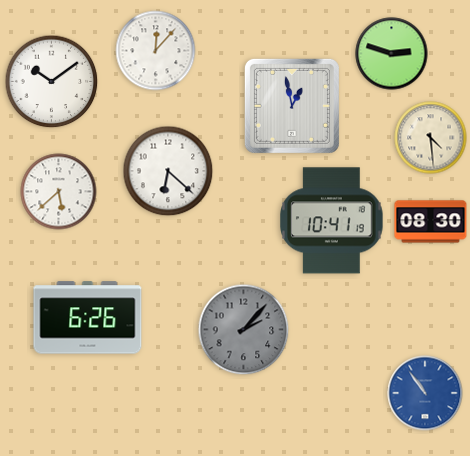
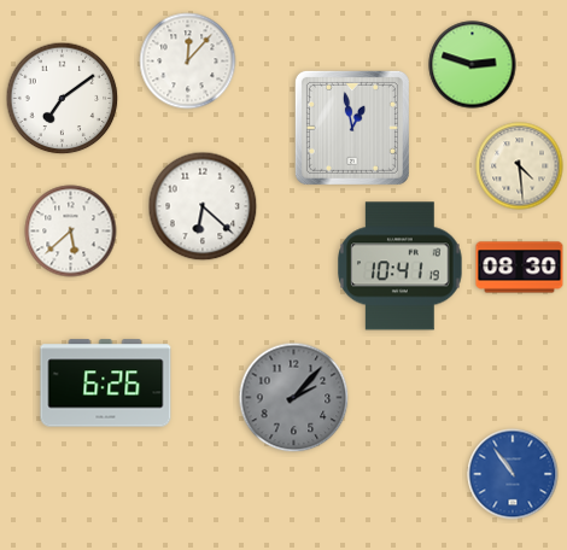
clock at (52, 82): 10:09 -> 7:09
